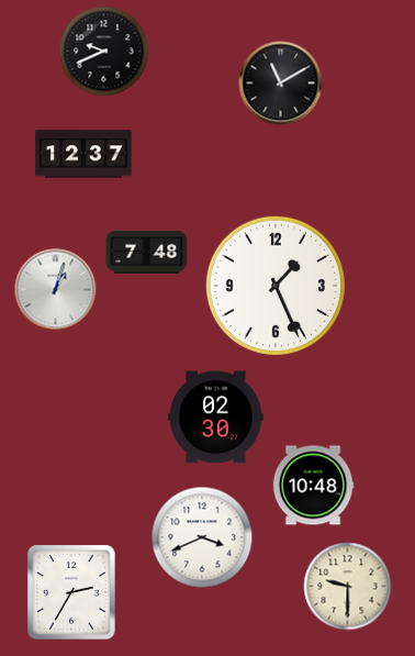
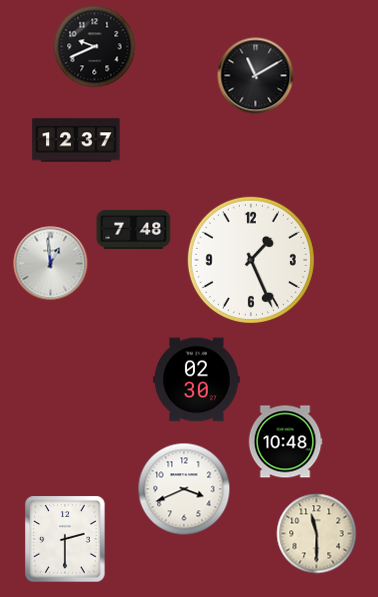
clock at (56, 290): 1:03 -> 12:59
clock at (348, 587): 9:30 -> 11:30
clock at (71, 592): 2:35 -> 2:30
